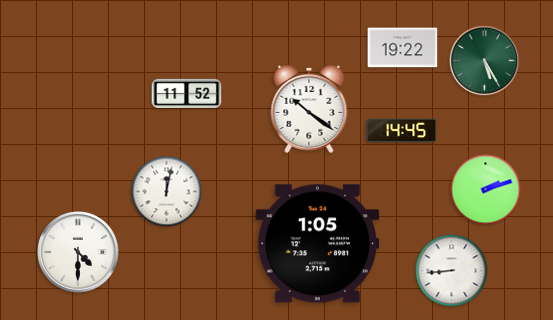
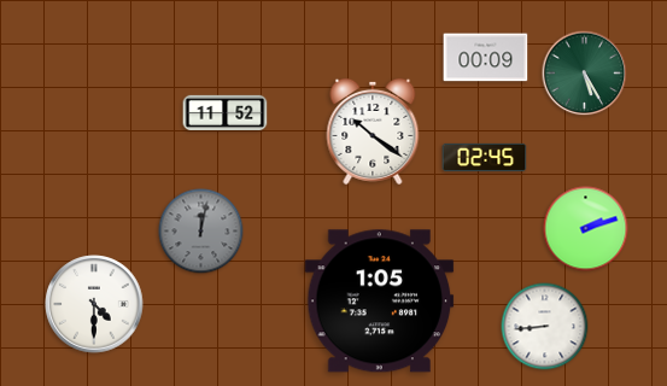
clock at (403, 48): 19:22 -> 00:09
clock at (402, 130): 14:45 -> 02:45
clock at (167, 192) dial: white -> grey
clock at (318, 244) position: (318, 244) -> (380, 302)
